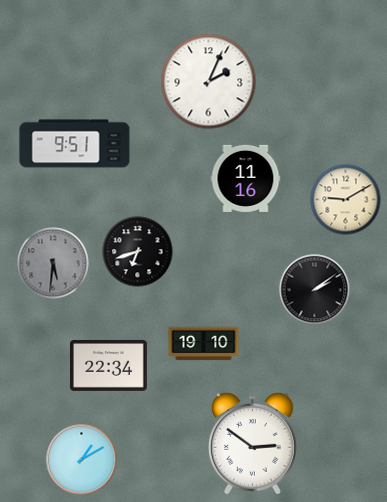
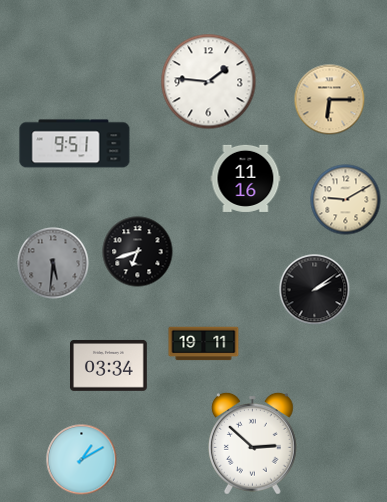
clock at (209, 82): 2:04 -> 1:46
clock at (330, 100): none -> 6:15
clock at (204, 344): 19:10 -> 19:11
clock at (109, 365): 22:34 -> 03:34
clock at (253, 443): 2:51 -> 2:52
